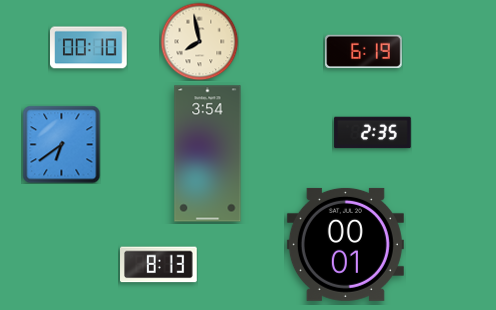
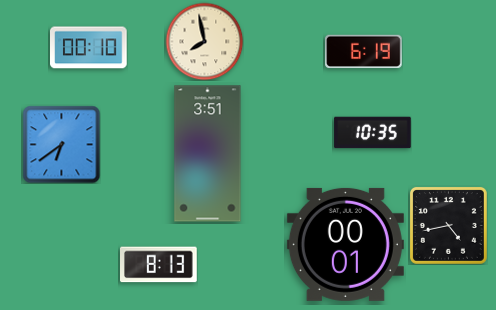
clock at (199, 41) position: (199, 41) -> (204, 41)
clock at (373, 133): 2:35 -> 10:35
clock at (208, 154): 3:54 -> 3:51
clock at (448, 225): none -> 4:43
